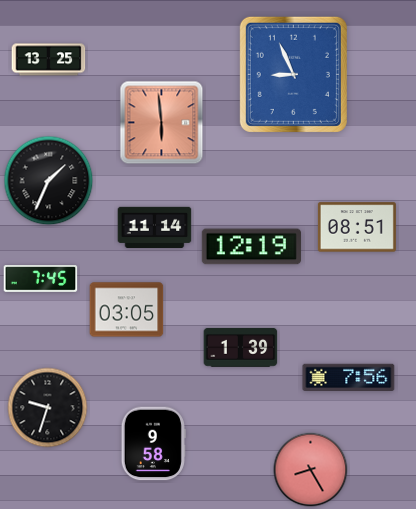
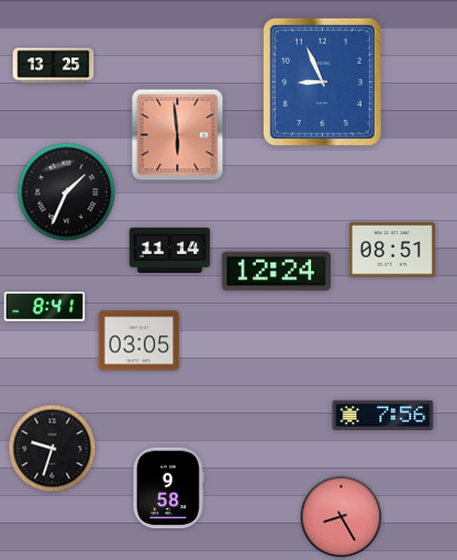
clock at (49, 181) position: (49, 181) -> (67, 193)
clock at (251, 247): 12:19 -> 12:24
clock at (41, 279): 7:45 -> 8:41
clock at (241, 347): 1:39 -> none
